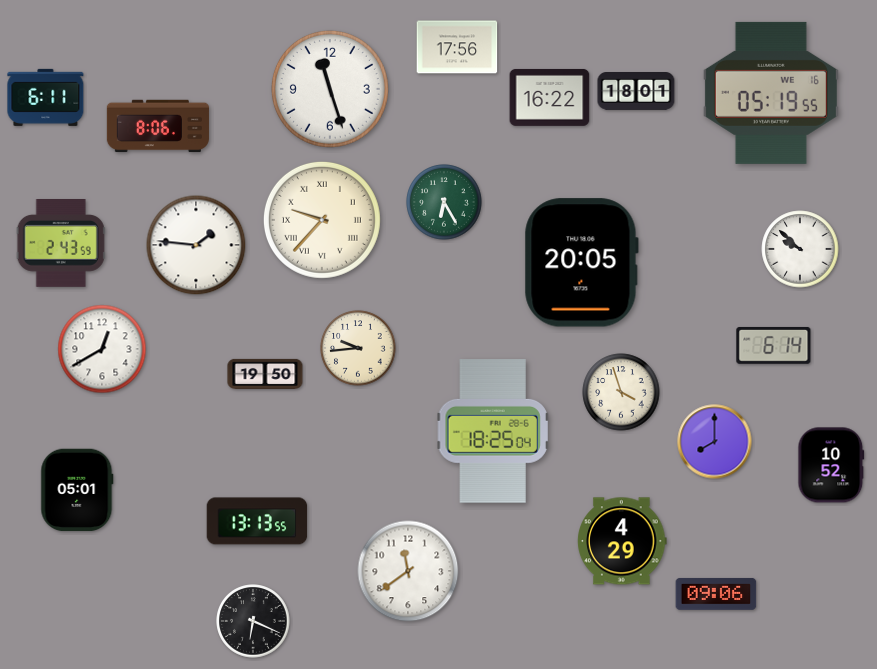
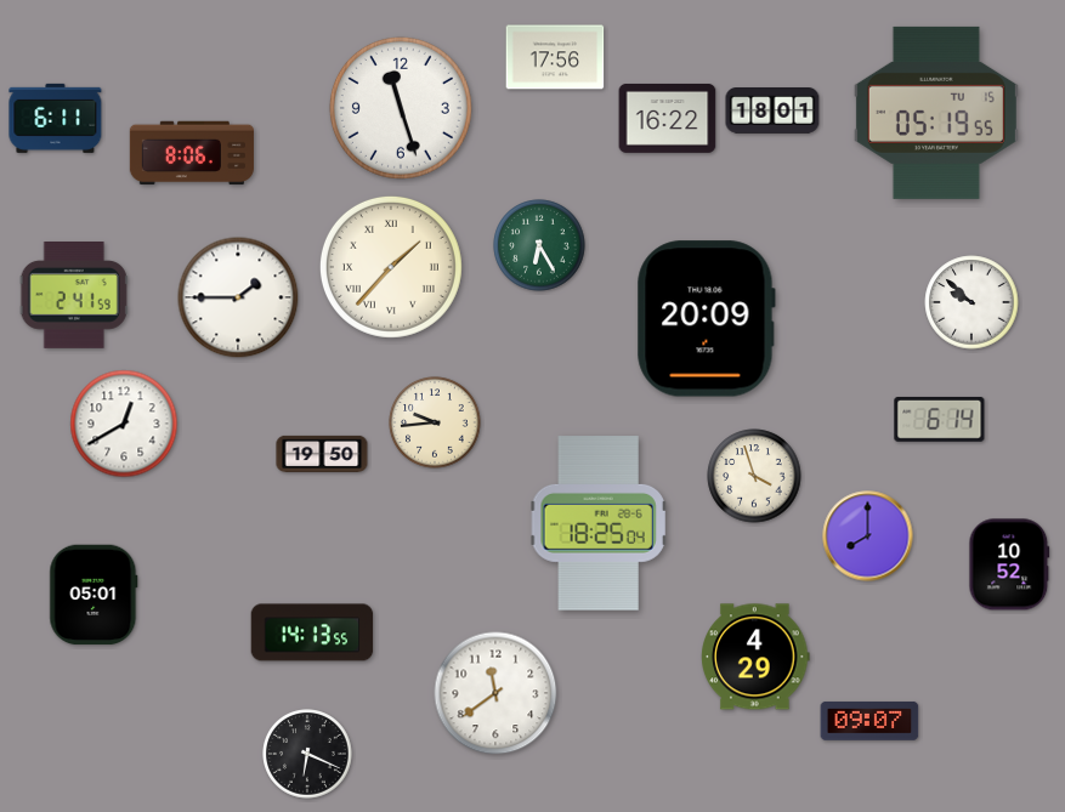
clock at (771, 93) date: WE 16 -> TU 15
clock at (322, 220): 9:37 -> 1:37
clock at (61, 244): 2:43 -> 2:41
clock at (196, 245): 1:46 -> 1:45
clock at (581, 263): 20:05 -> 20:09
clock at (257, 521): 13:13 -> 14:13
clock at (716, 594): 09:06 -> 09:07
